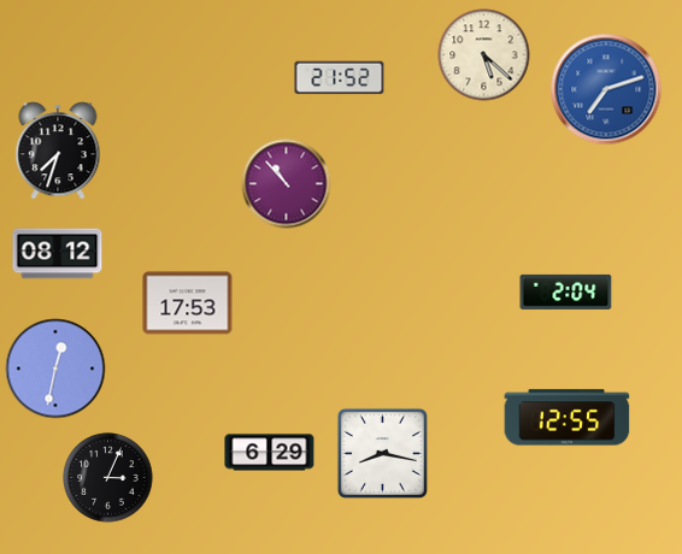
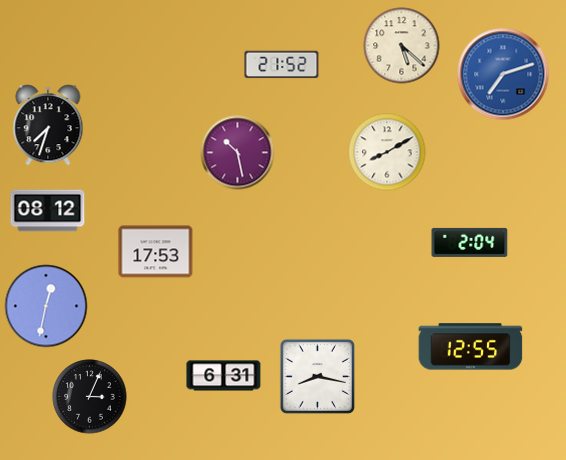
clock at (387, 152): none -> 8:10
clock at (287, 184): 10:53 -> 10:28
clock at (270, 453): 6:29 -> 6:31
